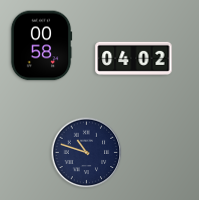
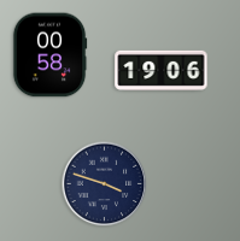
clock at (134, 58): 04:02 -> 19:06
clock at (87, 153): 10:48 -> 3:48
